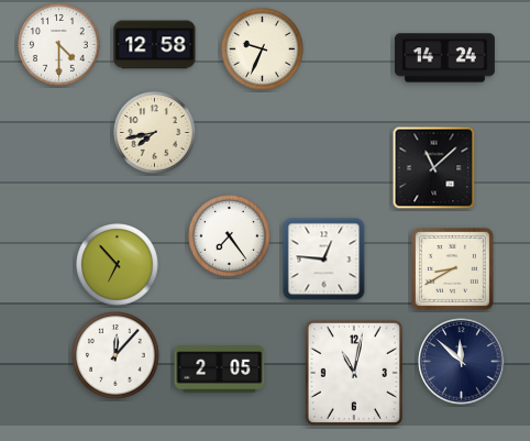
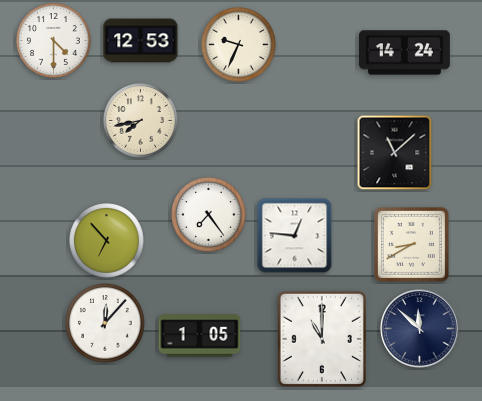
clock at (155, 45): 12:58 -> 12:53
clock at (220, 370): 2:05 -> 1:05
clock at (354, 373): 11:02 -> 11:00
